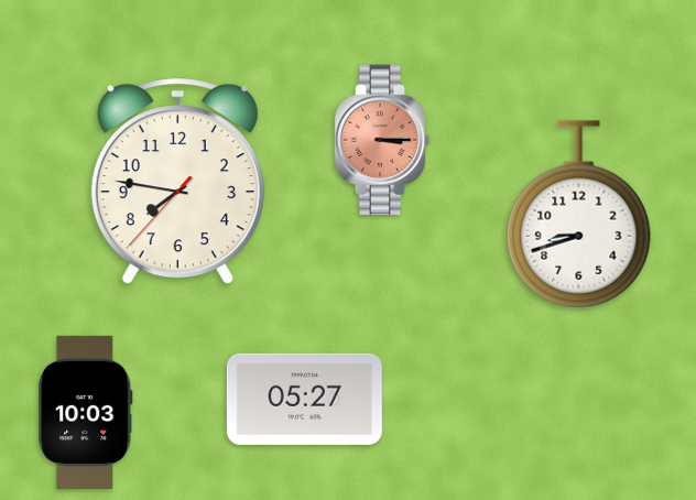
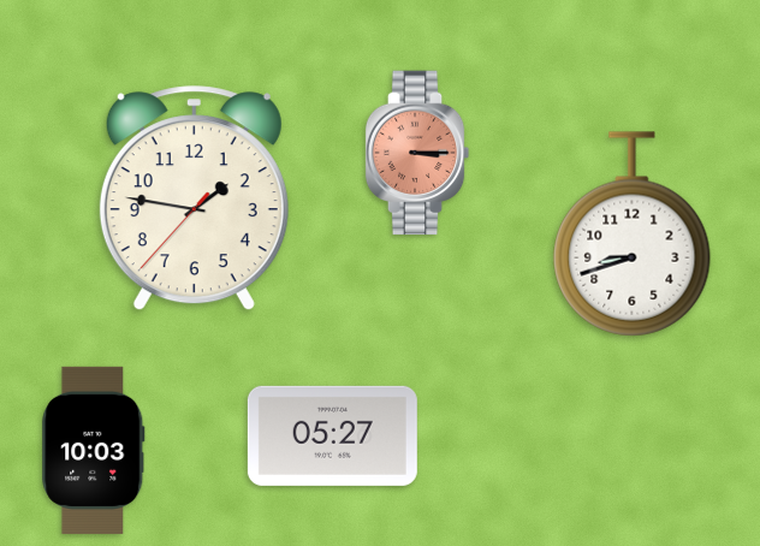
clock at (177, 182): 7:46 -> 1:46
